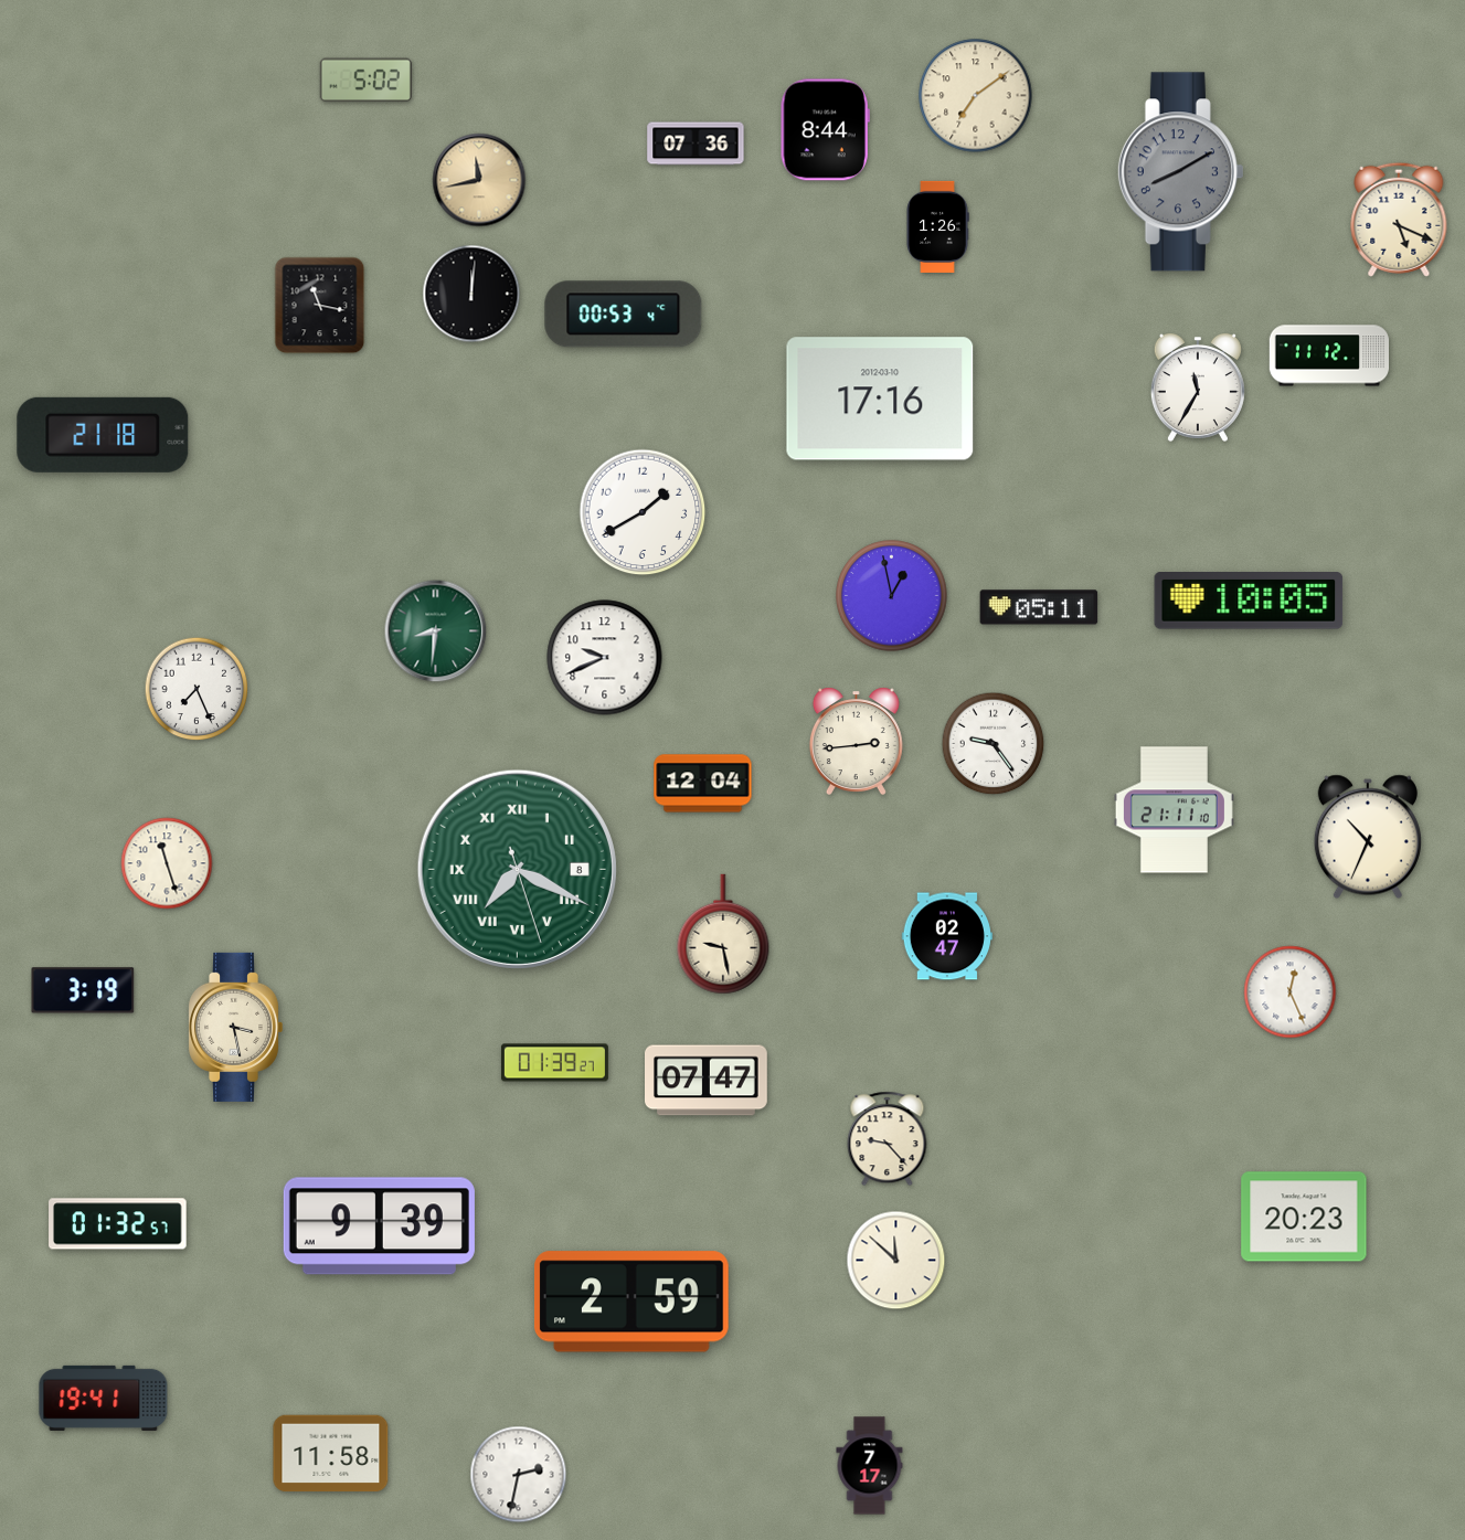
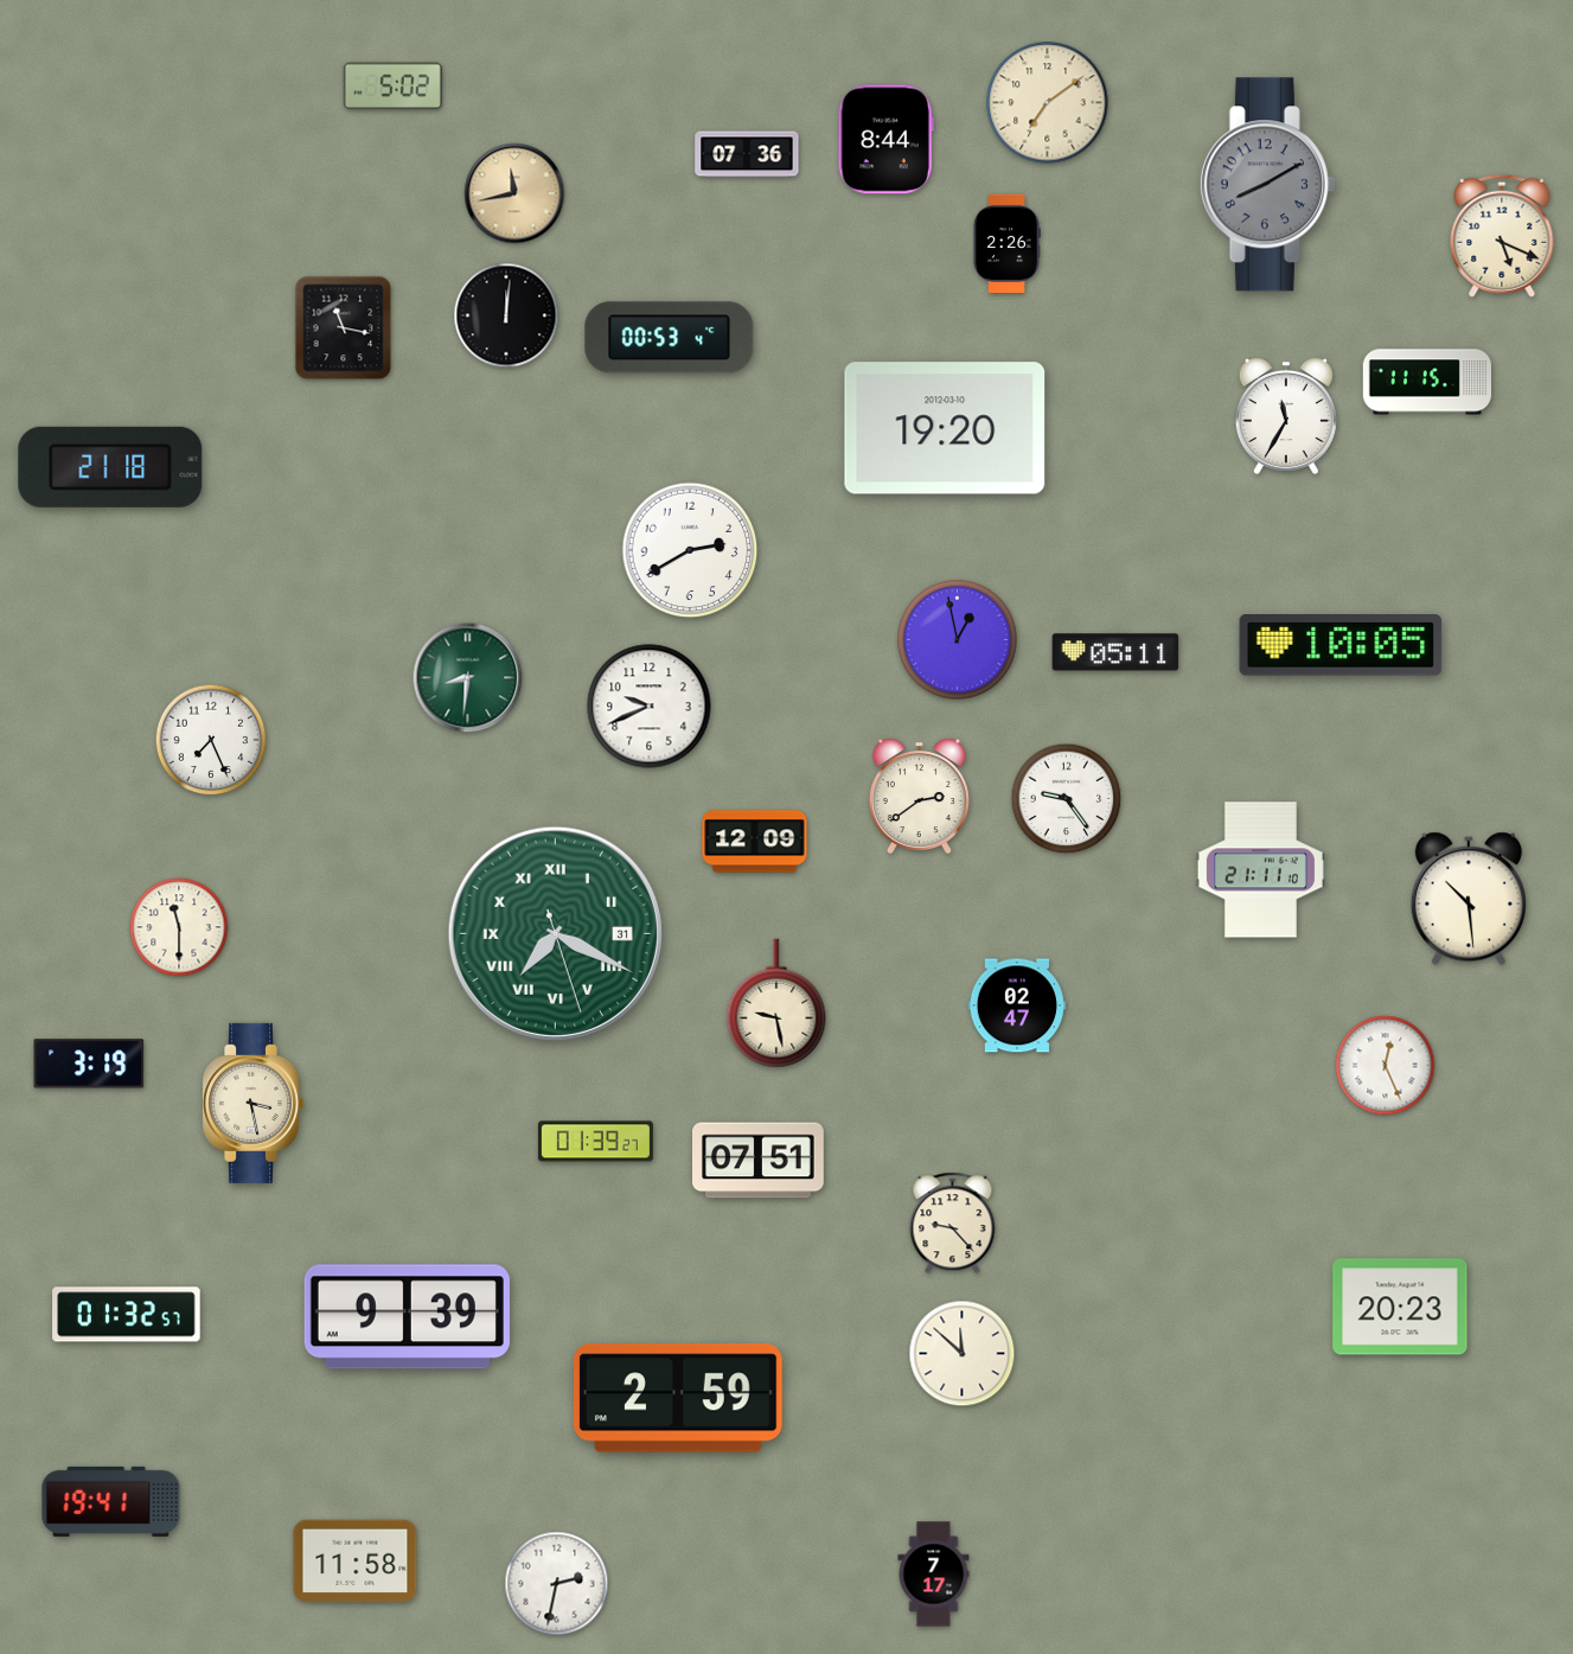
clock at (937, 226): 1:26 -> 2:26
clock at (1328, 355): 11:12 -> 11:15
clock at (880, 399): 17:16 -> 19:20
clock at (643, 512): 1:40 -> 2:40
clock at (856, 741): 2:44 -> 2:39
clock at (703, 784): 12:04 -> 12:09
clock at (1368, 837): 10:34 -> 10:29
clock at (167, 863): 11:27 -> 11:30
clock at (517, 869) date: 8 -> 31
clock at (707, 1081): 07:47 -> 07:51
